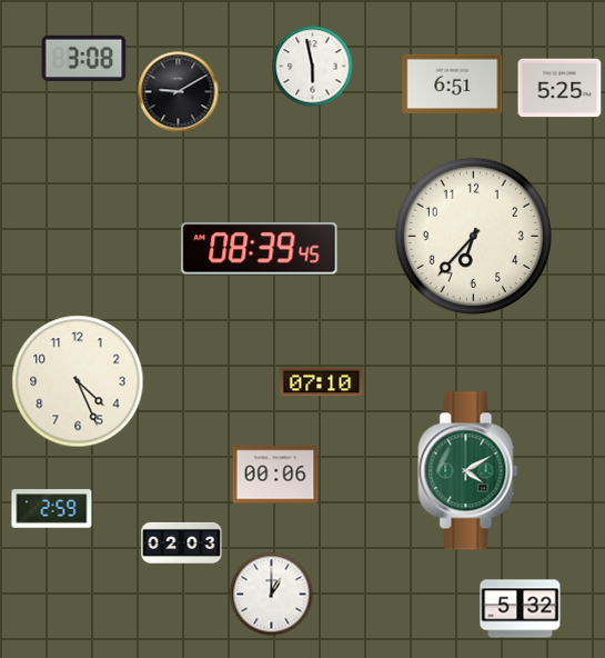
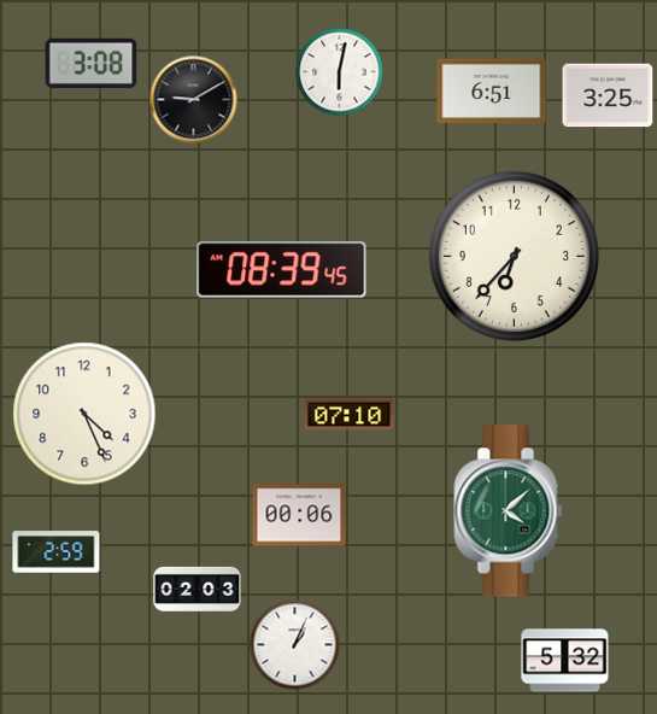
clock at (313, 67): 5:58 -> 6:02
clock at (559, 88): 5:25 -> 3:25
clock at (468, 471): 4:10 -> 4:08
clock at (272, 595): 1:00 -> 1:04
